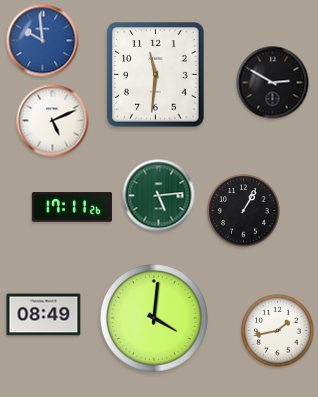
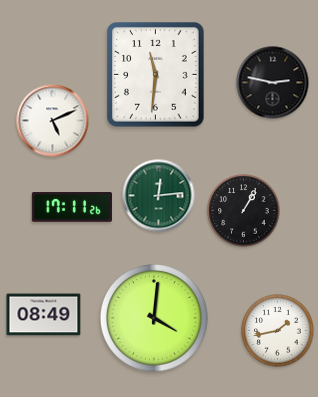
clock at (43, 41): 9:59 -> none
clock at (273, 83): 2:50 -> 2:47
clock at (159, 196): 5:14 -> 12:14
